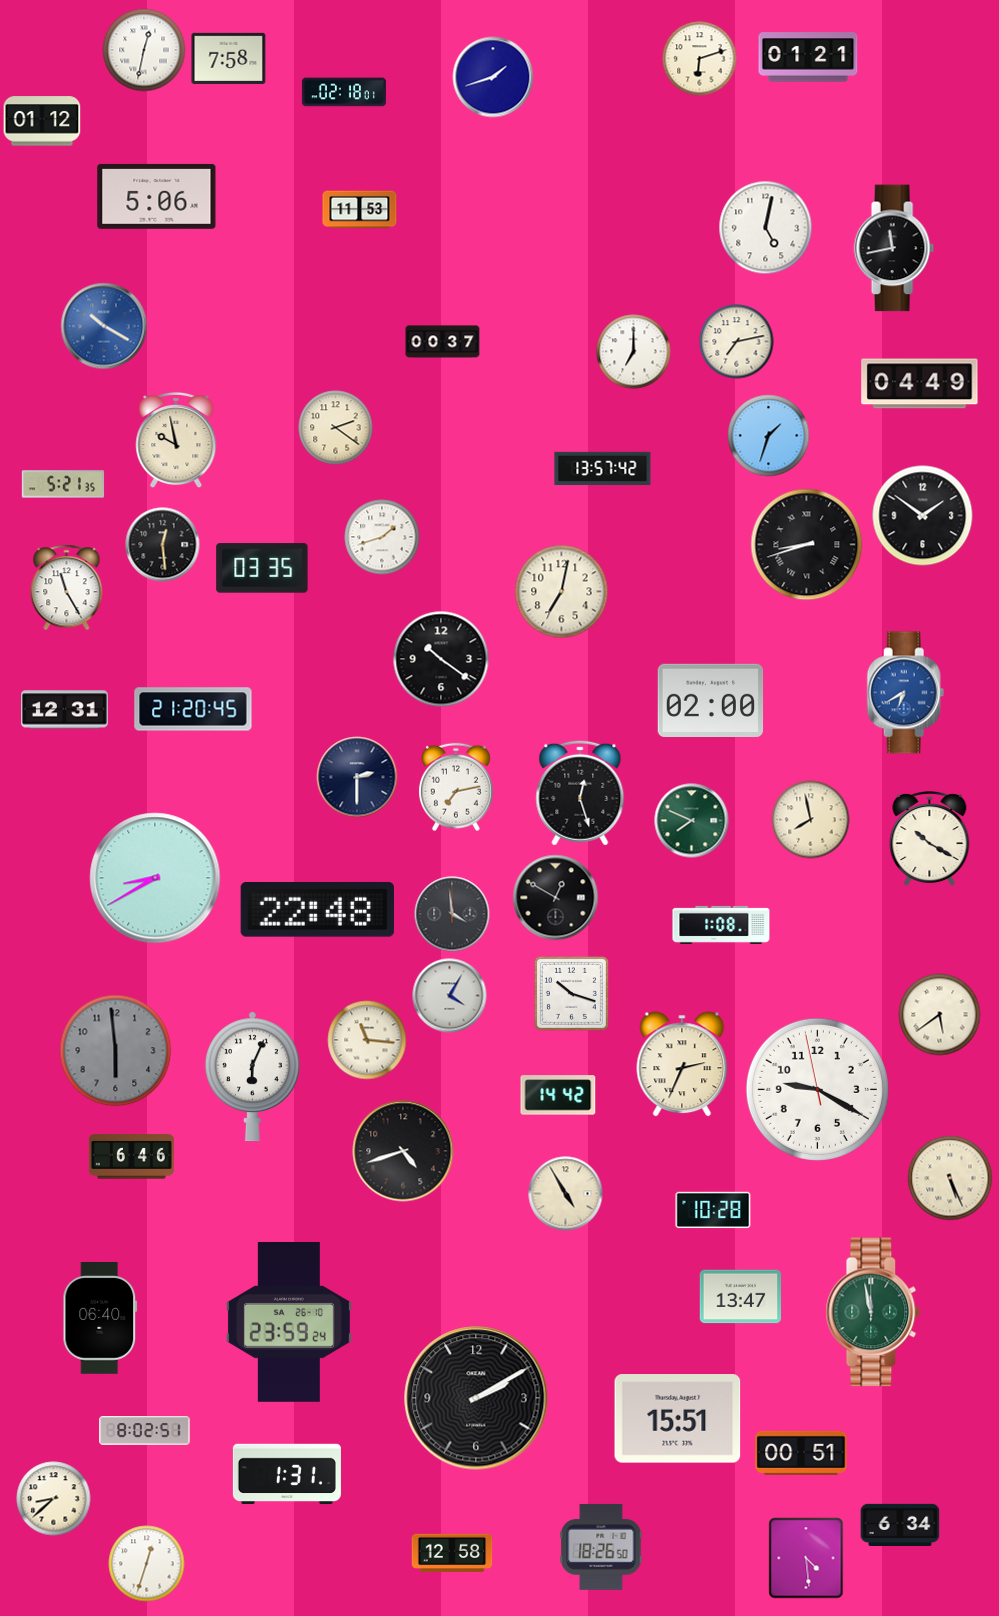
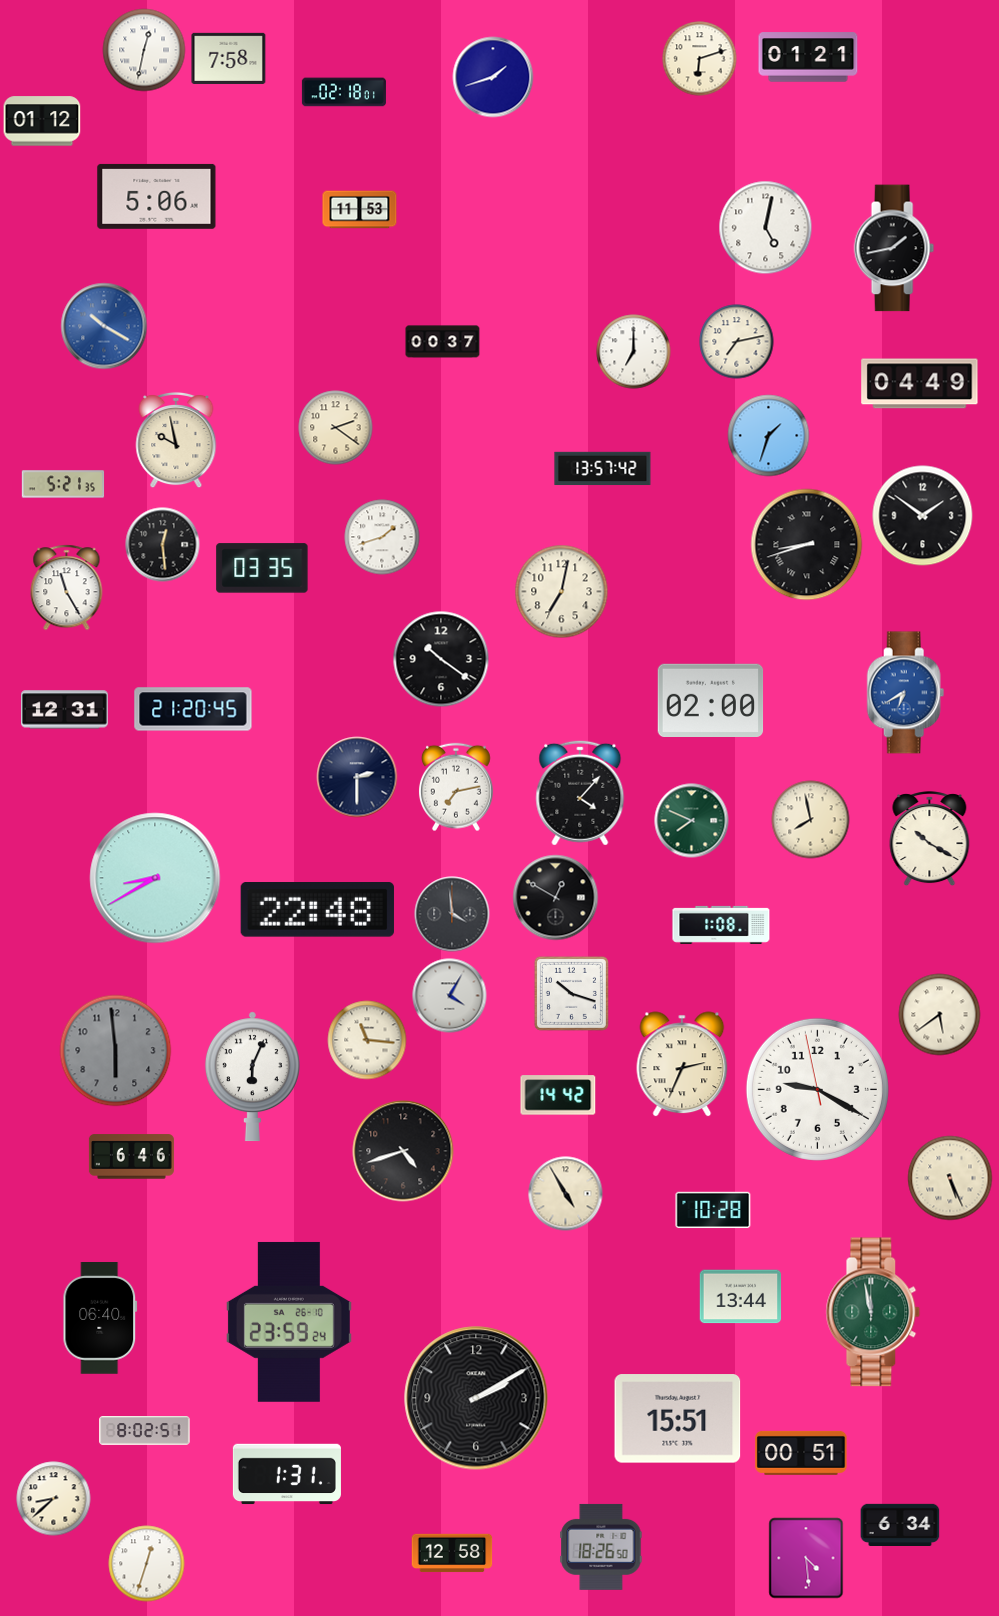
clock at (894, 248): 11:43 -> 1:43
clock at (580, 793): 12:27 -> 4:07
clock at (741, 1297): 13:47 -> 13:44
